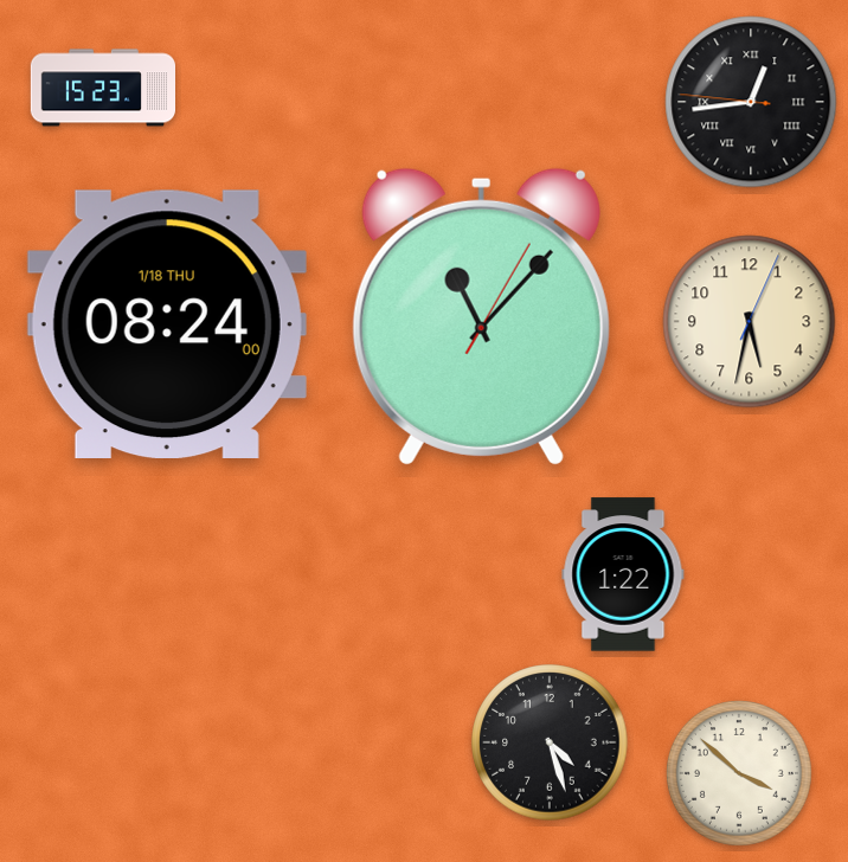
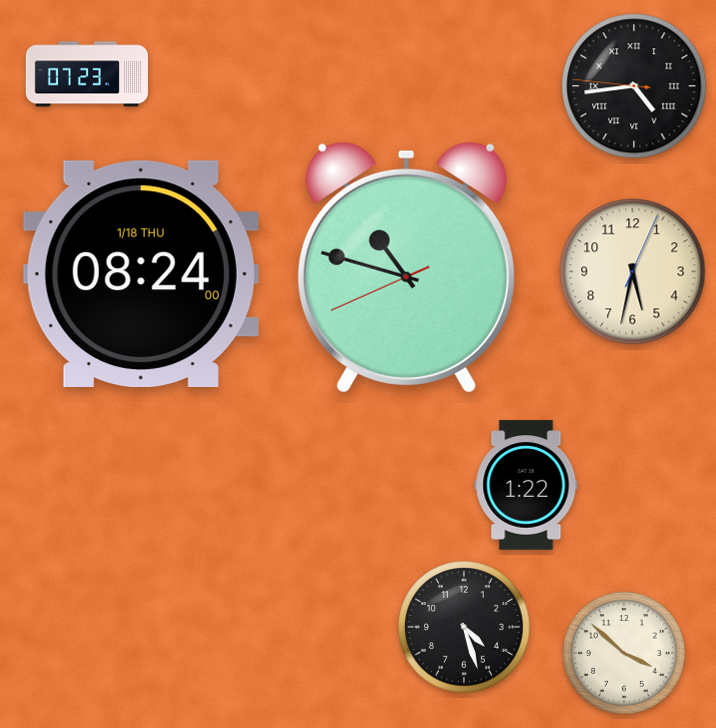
clock at (102, 88): 15:23 -> 07:23
clock at (751, 102): 12:43 -> 4:43
clock at (481, 316): 11:07 -> 10:47
